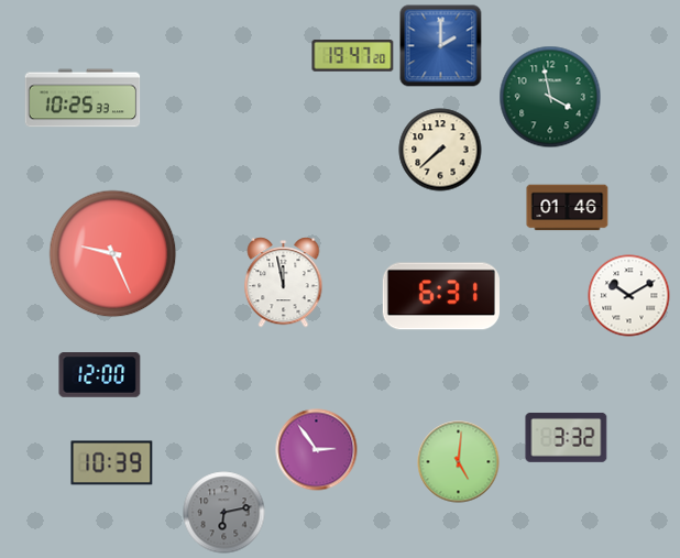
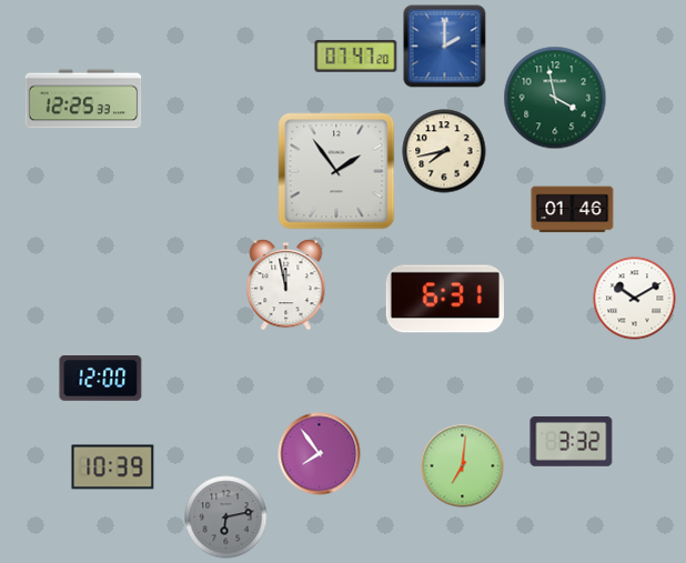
clock at (353, 56): 19:47 -> 07:47
clock at (83, 98): 10:25 -> 12:25
clock at (440, 150): 7:38 -> 7:43
clock at (336, 171): none -> 1:54
clock at (113, 254): 9:26 -> none
clock at (317, 450): 2:54 -> 7:54
clock at (459, 462): 5:01 -> 7:01
